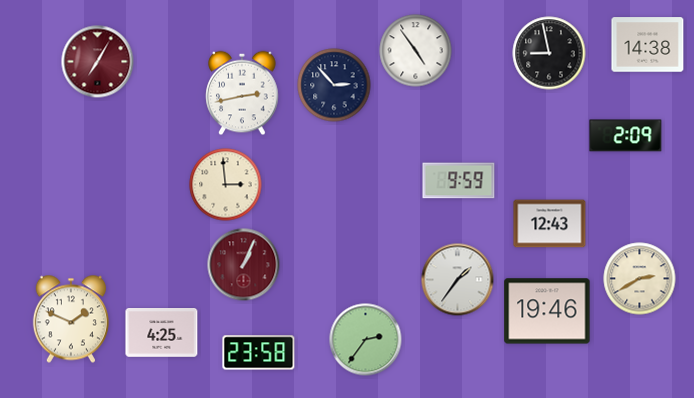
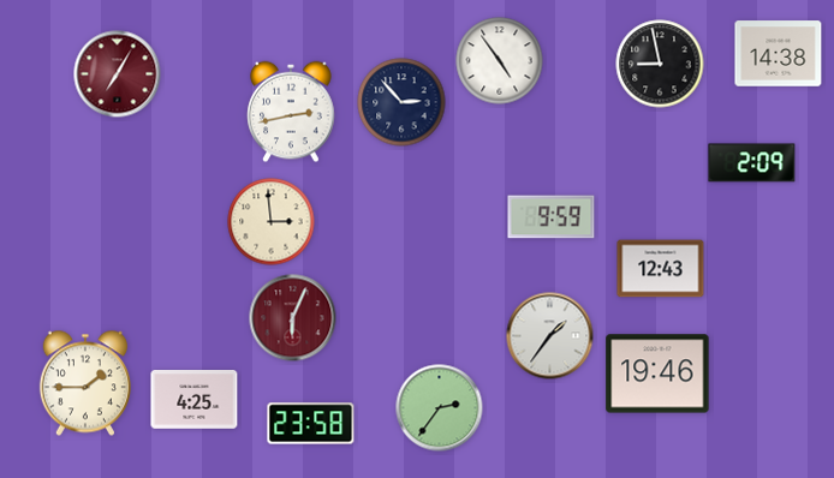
clock at (244, 265): 1:04 -> 6:04
clock at (640, 279): 2:40 -> none
clock at (71, 319): 1:49 -> 1:45
